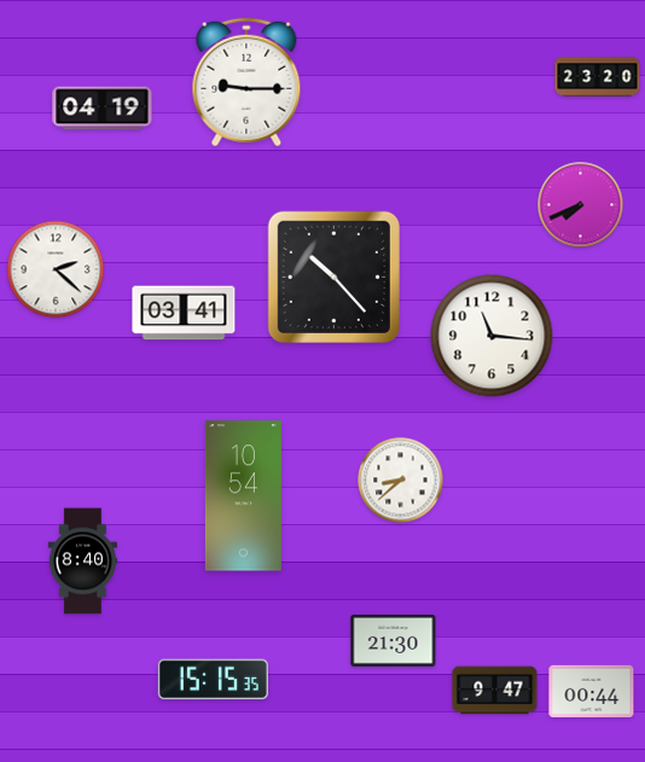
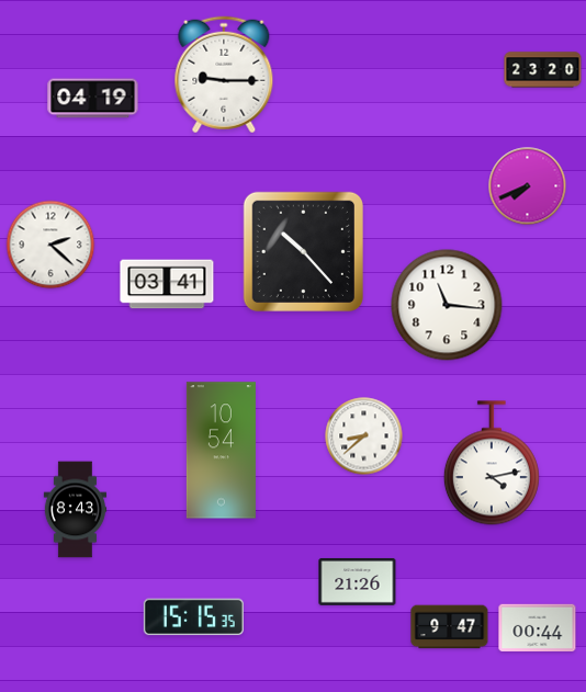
clock at (492, 463): none -> 4:13
clock at (83, 562): 8:40 -> 8:43
clock at (394, 641): 21:30 -> 21:26
